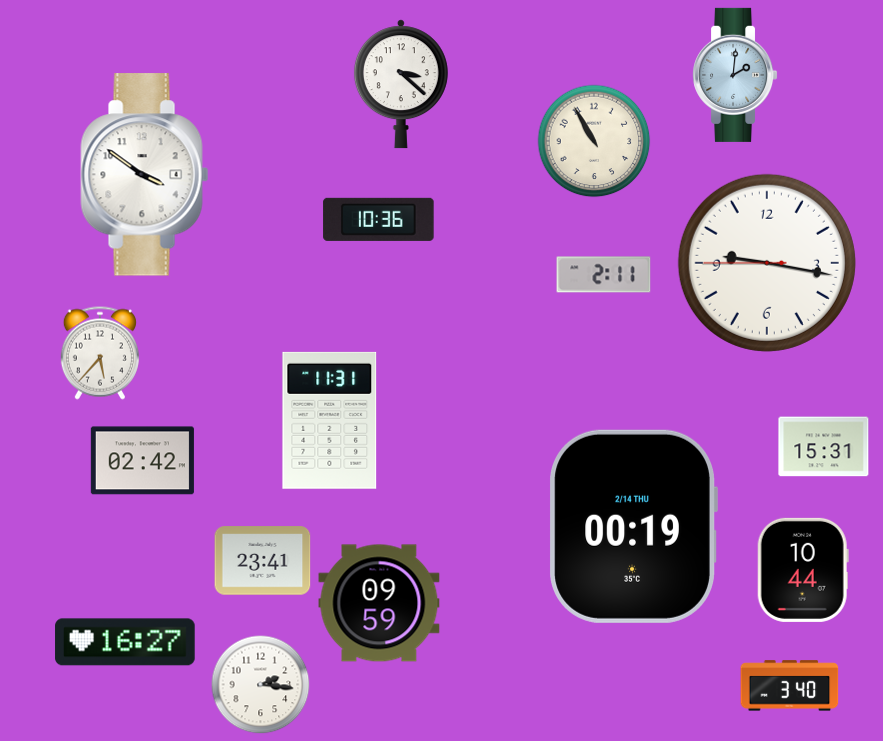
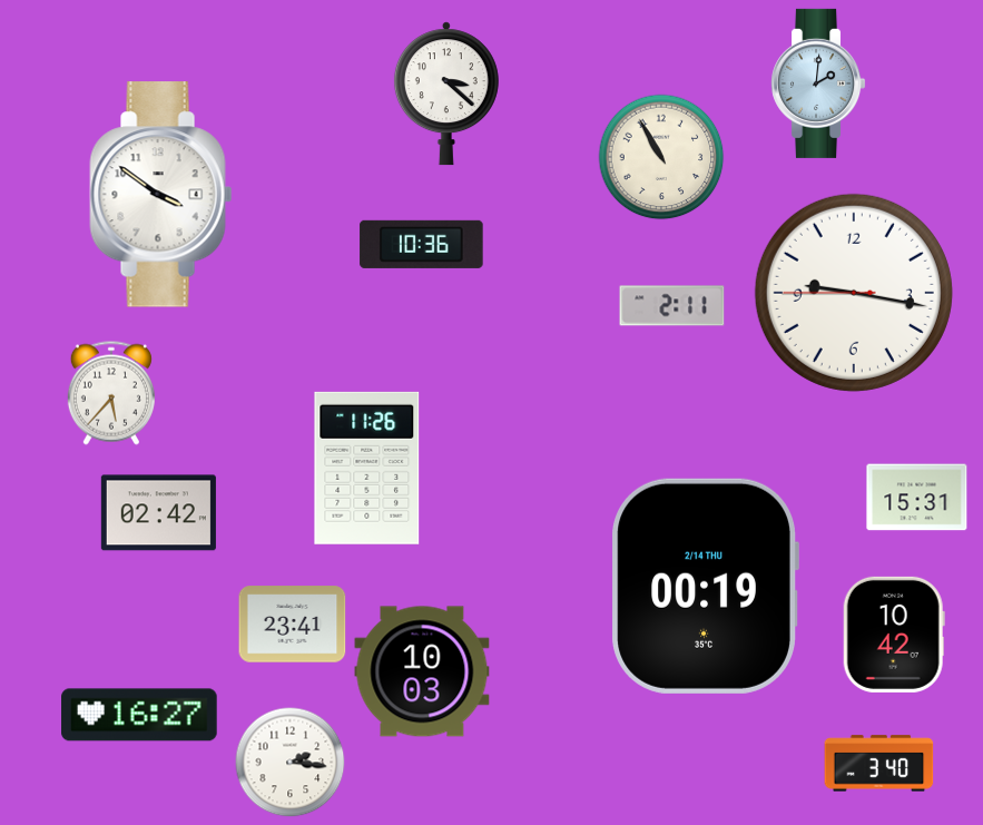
clock at (330, 420): 11:31 -> 11:26
clock at (803, 570): 10:44 -> 10:42
clock at (379, 603): 09:59 -> 10:03
